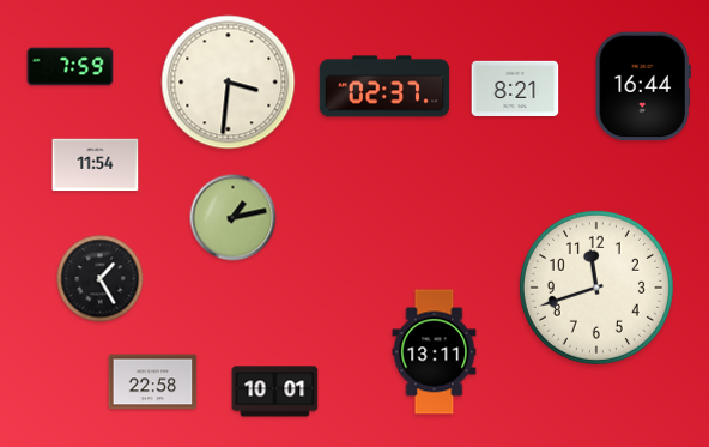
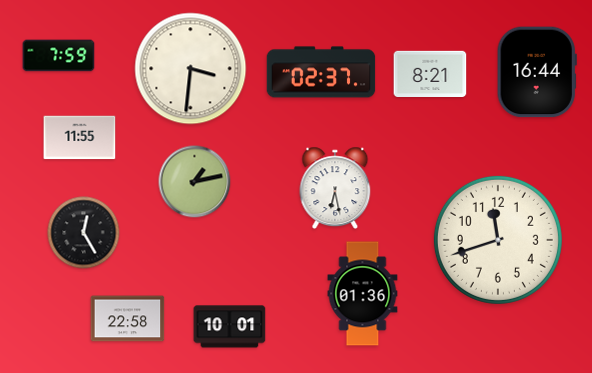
clock at (96, 165): 11:54 -> 11:55
clock at (335, 188): none -> 6:28
clock at (101, 279): 1:25 -> 12:25
clock at (435, 352): 13:11 -> 01:36
